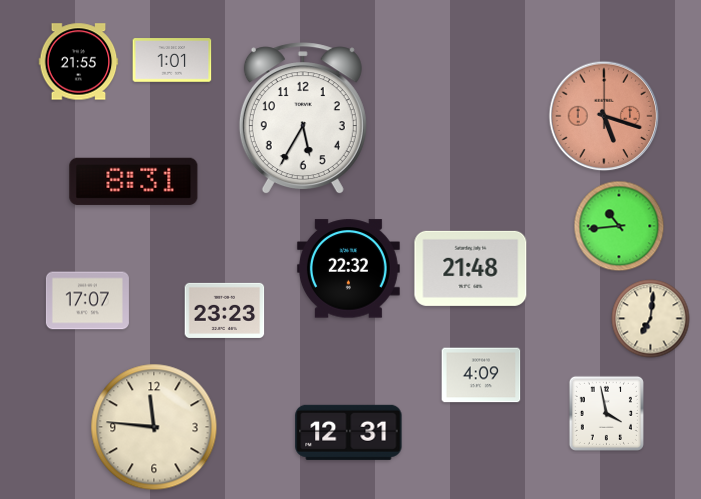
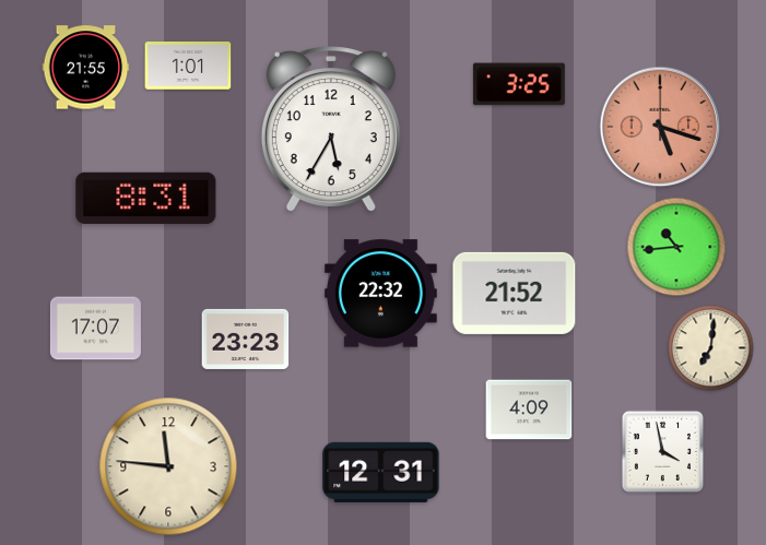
clock at (519, 84): none -> 3:25
clock at (471, 268): 21:48 -> 21:52
clock at (481, 375) position: (481, 375) -> (529, 410)
